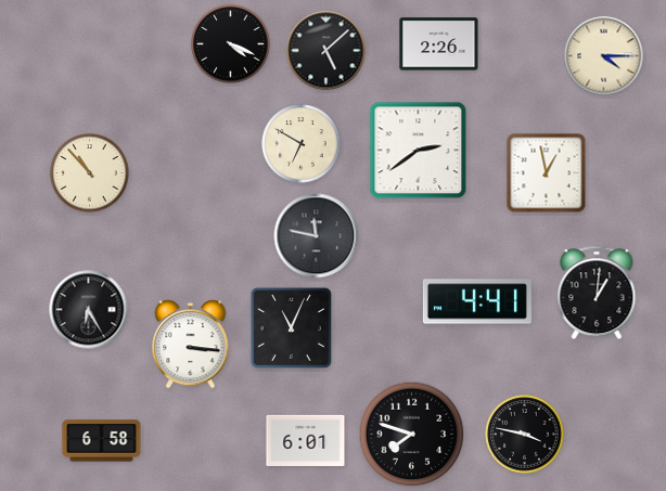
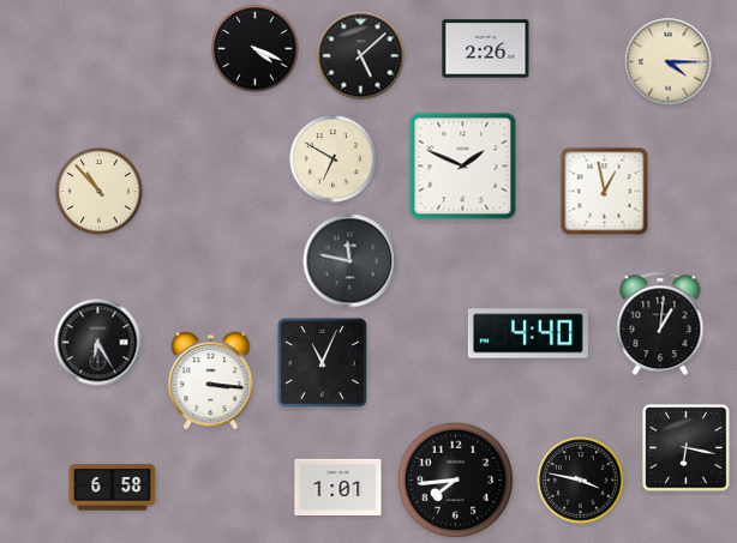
clock at (419, 151): 2:39 -> 1:49
clock at (477, 301): 4:41 -> 4:40
clock at (687, 448): none -> 6:17
clock at (412, 435): 7:48 -> 7:44
clock at (306, 440): 6:01 -> 1:01
